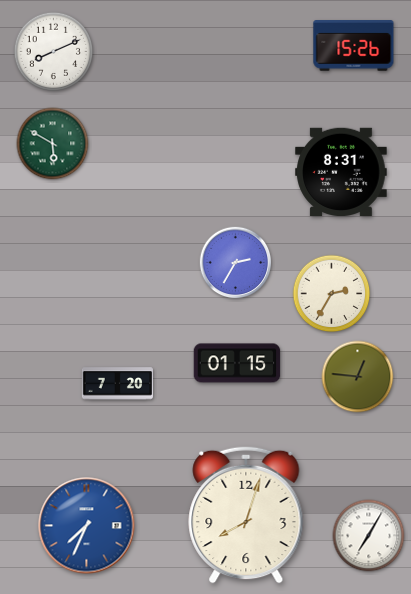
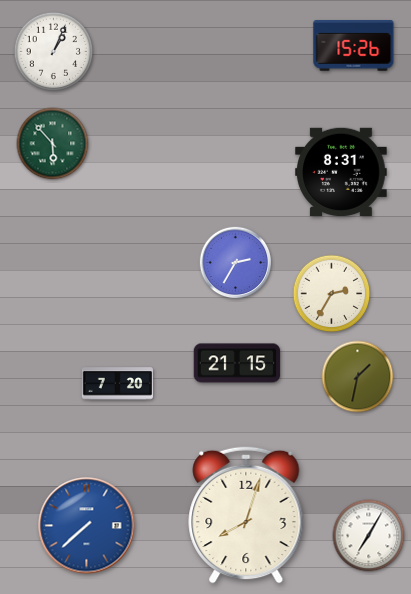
clock at (54, 52): 8:11 -> 1:04
clock at (53, 144): 5:50 -> 5:53
clock at (237, 363): 01:15 -> 21:15
clock at (358, 377): 12:46 -> 1:32
clock at (87, 526): 7:34 -> 7:38
